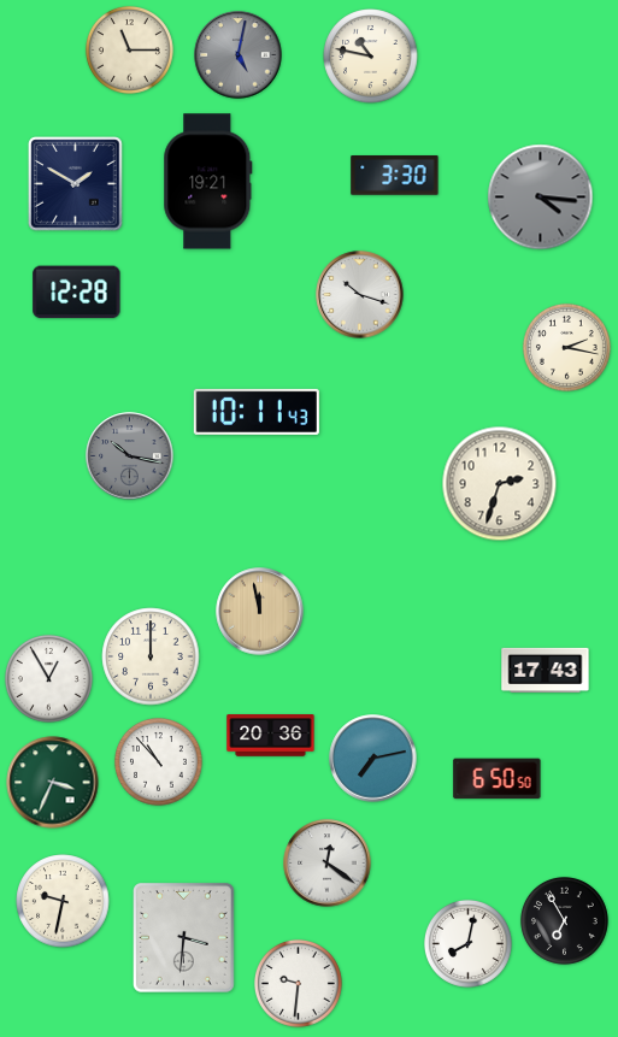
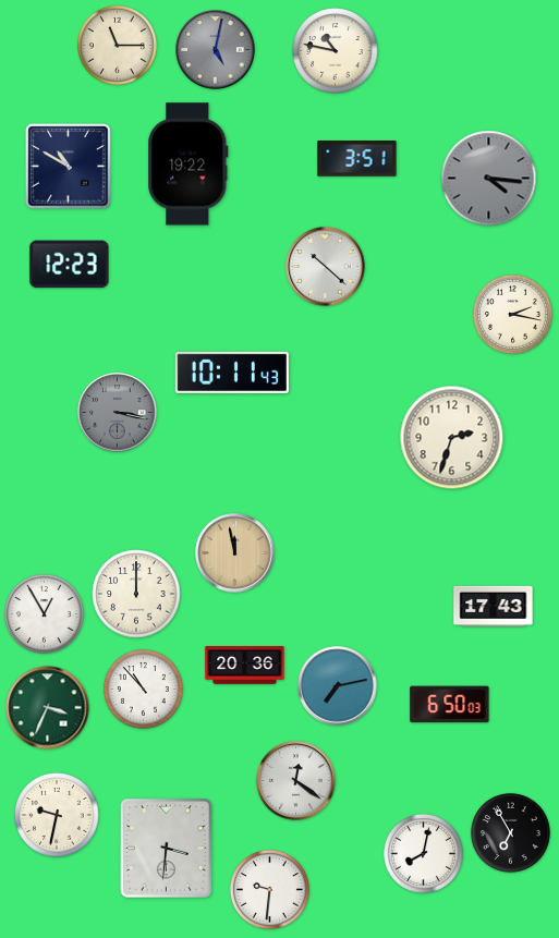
clock at (395, 176): 3:30 -> 3:51
clock at (208, 182): 19:21 -> 19:22
clock at (76, 184): 1:50 -> 10:50
clock at (77, 293): 12:28 -> 12:23
clock at (360, 295): 10:18 -> 10:22
clock at (130, 456): 10:17 -> 3:17
clock at (498, 779): 6:50:50 -> 6:50:03
